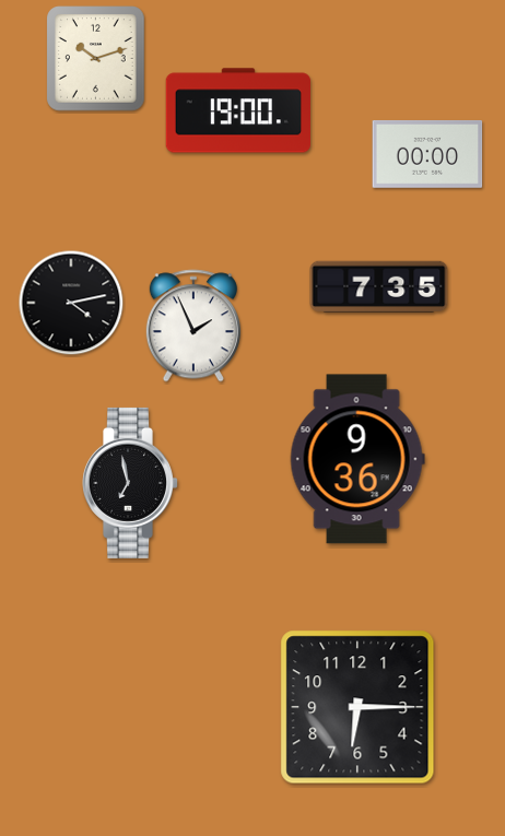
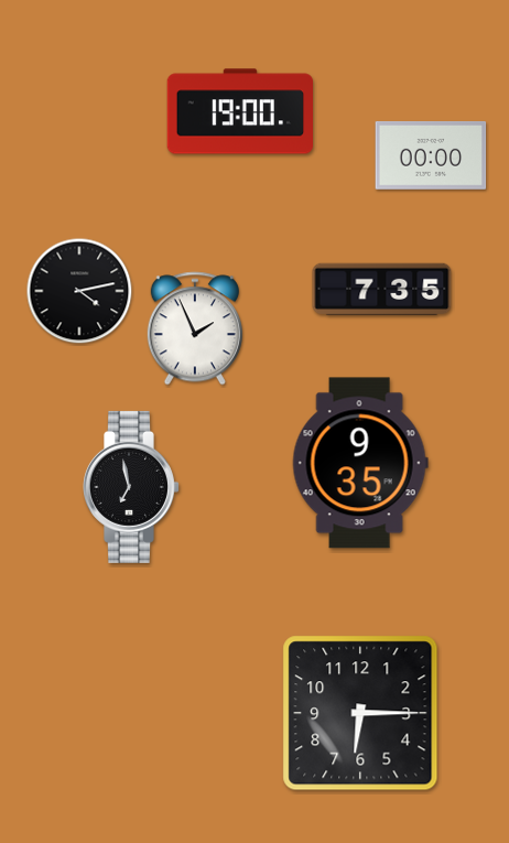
clock at (96, 59): 10:12 -> none
clock at (71, 303) position: (71, 303) -> (79, 291)
clock at (357, 459): 9:36 -> 9:35
